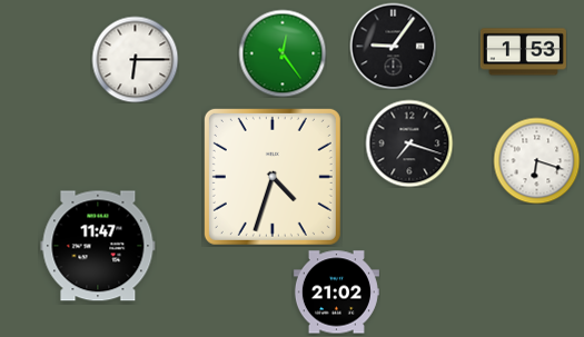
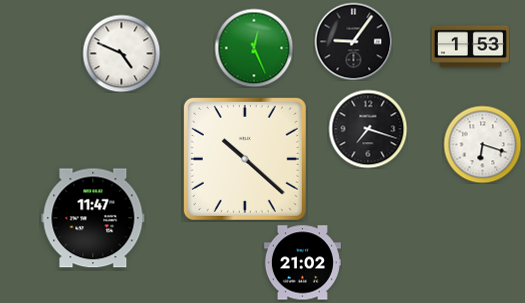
clock at (283, 53): 12:24 -> 12:26
clock at (135, 59): 6:15 -> 4:49
clock at (273, 177): 4:33 -> 10:22
clock at (98, 246) position: (98, 246) -> (93, 218)
